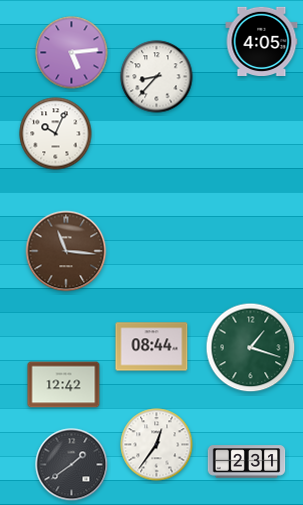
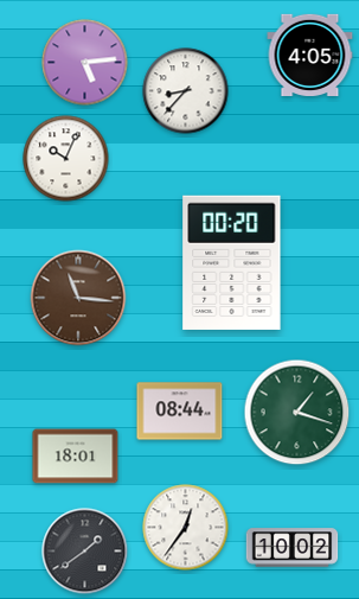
clock at (262, 41) position: (262, 41) -> (310, 55)
clock at (232, 262): none -> 00:20
clock at (64, 385): 12:42 -> 18:01
clock at (247, 462): 2:31 -> 10:02
